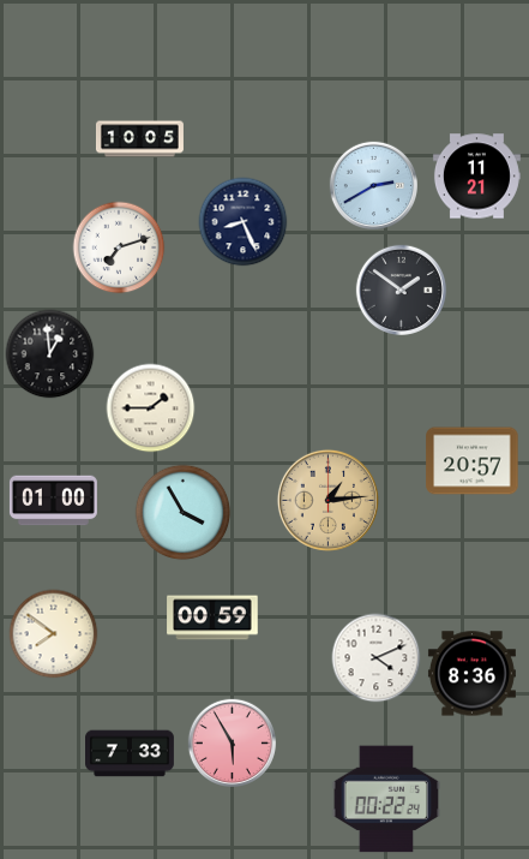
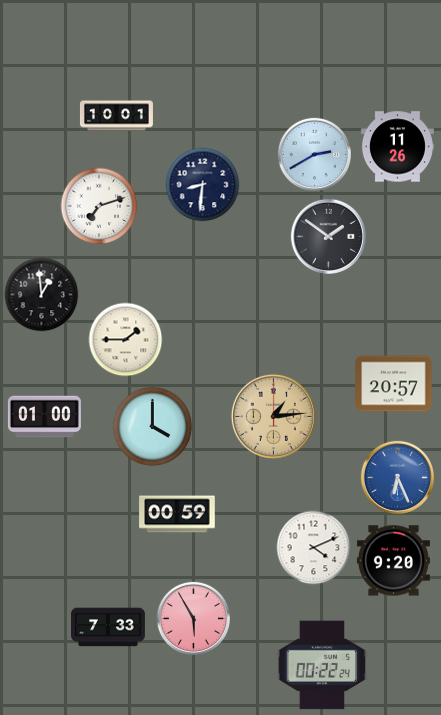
clock at (139, 139): 10:05 -> 10:01
clock at (476, 177): 11:21 -> 11:26
clock at (373, 185) position: (373, 185) -> (314, 154)
clock at (244, 222): 8:26 -> 8:31
clock at (401, 290) position: (401, 290) -> (328, 236)
clock at (184, 513): 3:55 -> 4:00
clock at (397, 477): none -> 6:26
clock at (54, 634): 7:51 -> none
clock at (471, 674): 8:36 -> 9:20
